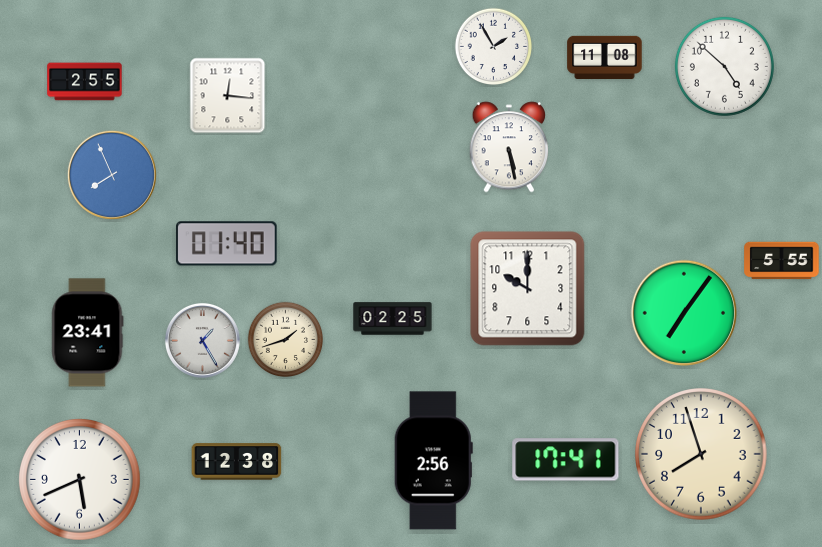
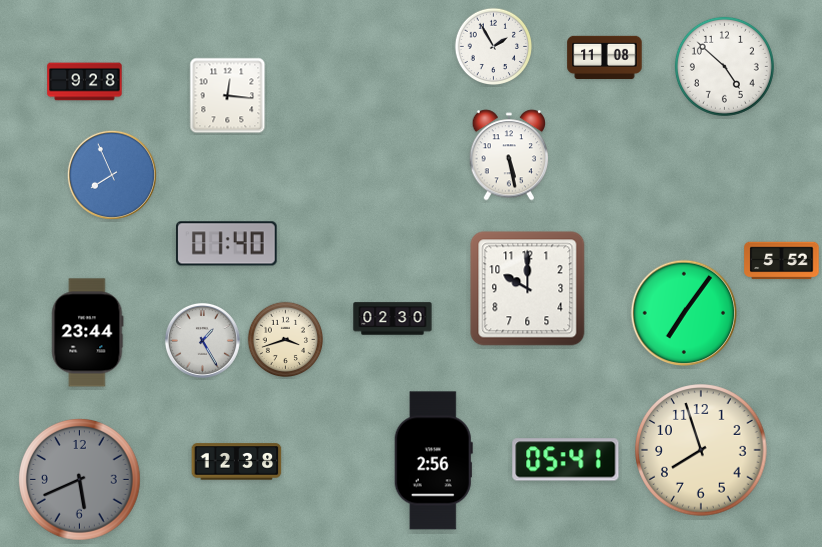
clock at (85, 82): 2:55 -> 9:28
clock at (509, 147) position: (509, 147) -> (509, 155)
clock at (782, 261): 5:55 -> 5:52
clock at (393, 319): 02:25 -> 02:30
clock at (88, 333): 23:41 -> 23:44
clock at (286, 340): 1:42 -> 3:42
clock at (701, 454) position: (701, 454) -> (701, 450)
clock at (566, 460): 17:41 -> 05:41
clock at (80, 480) dial: white -> grey
